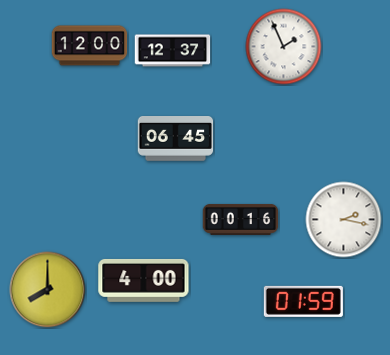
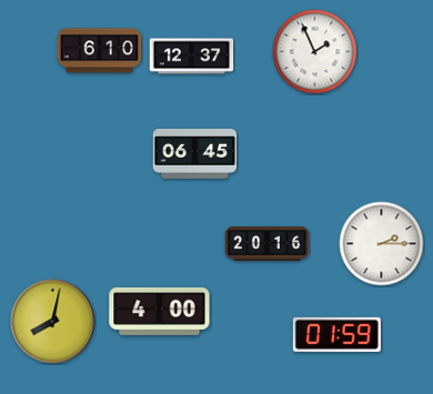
clock at (90, 46): 12:00 -> 6:10
clock at (241, 219): 00:16 -> 20:16
clock at (344, 220): 2:17 -> 2:15
clock at (48, 290): 8:00 -> 8:02
